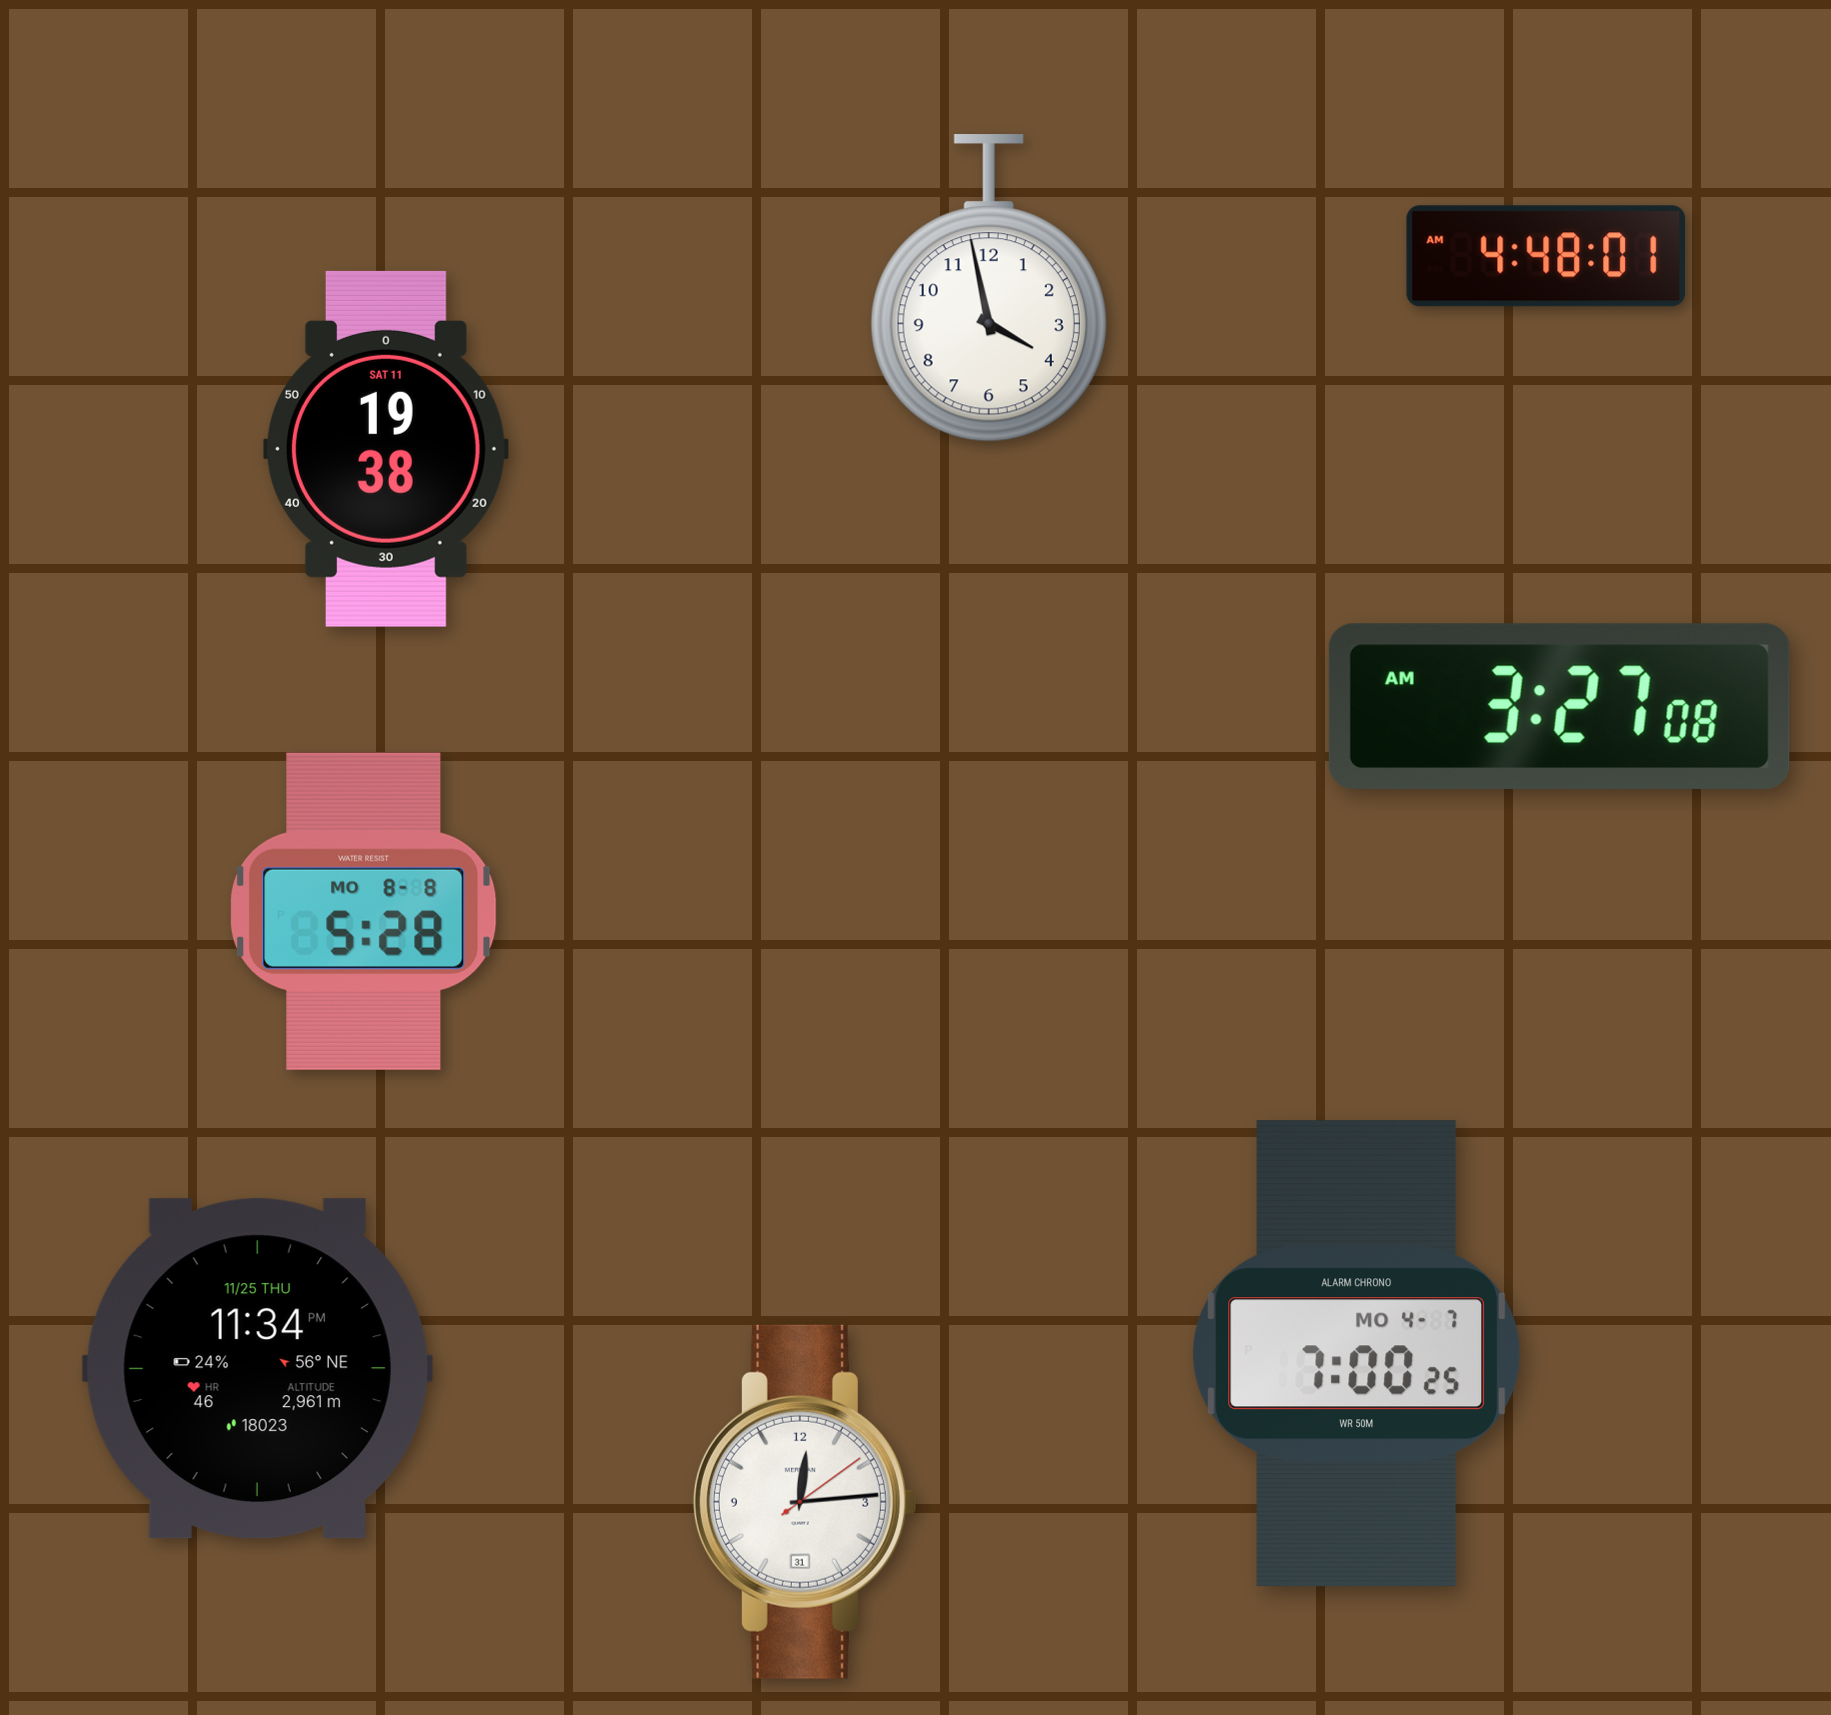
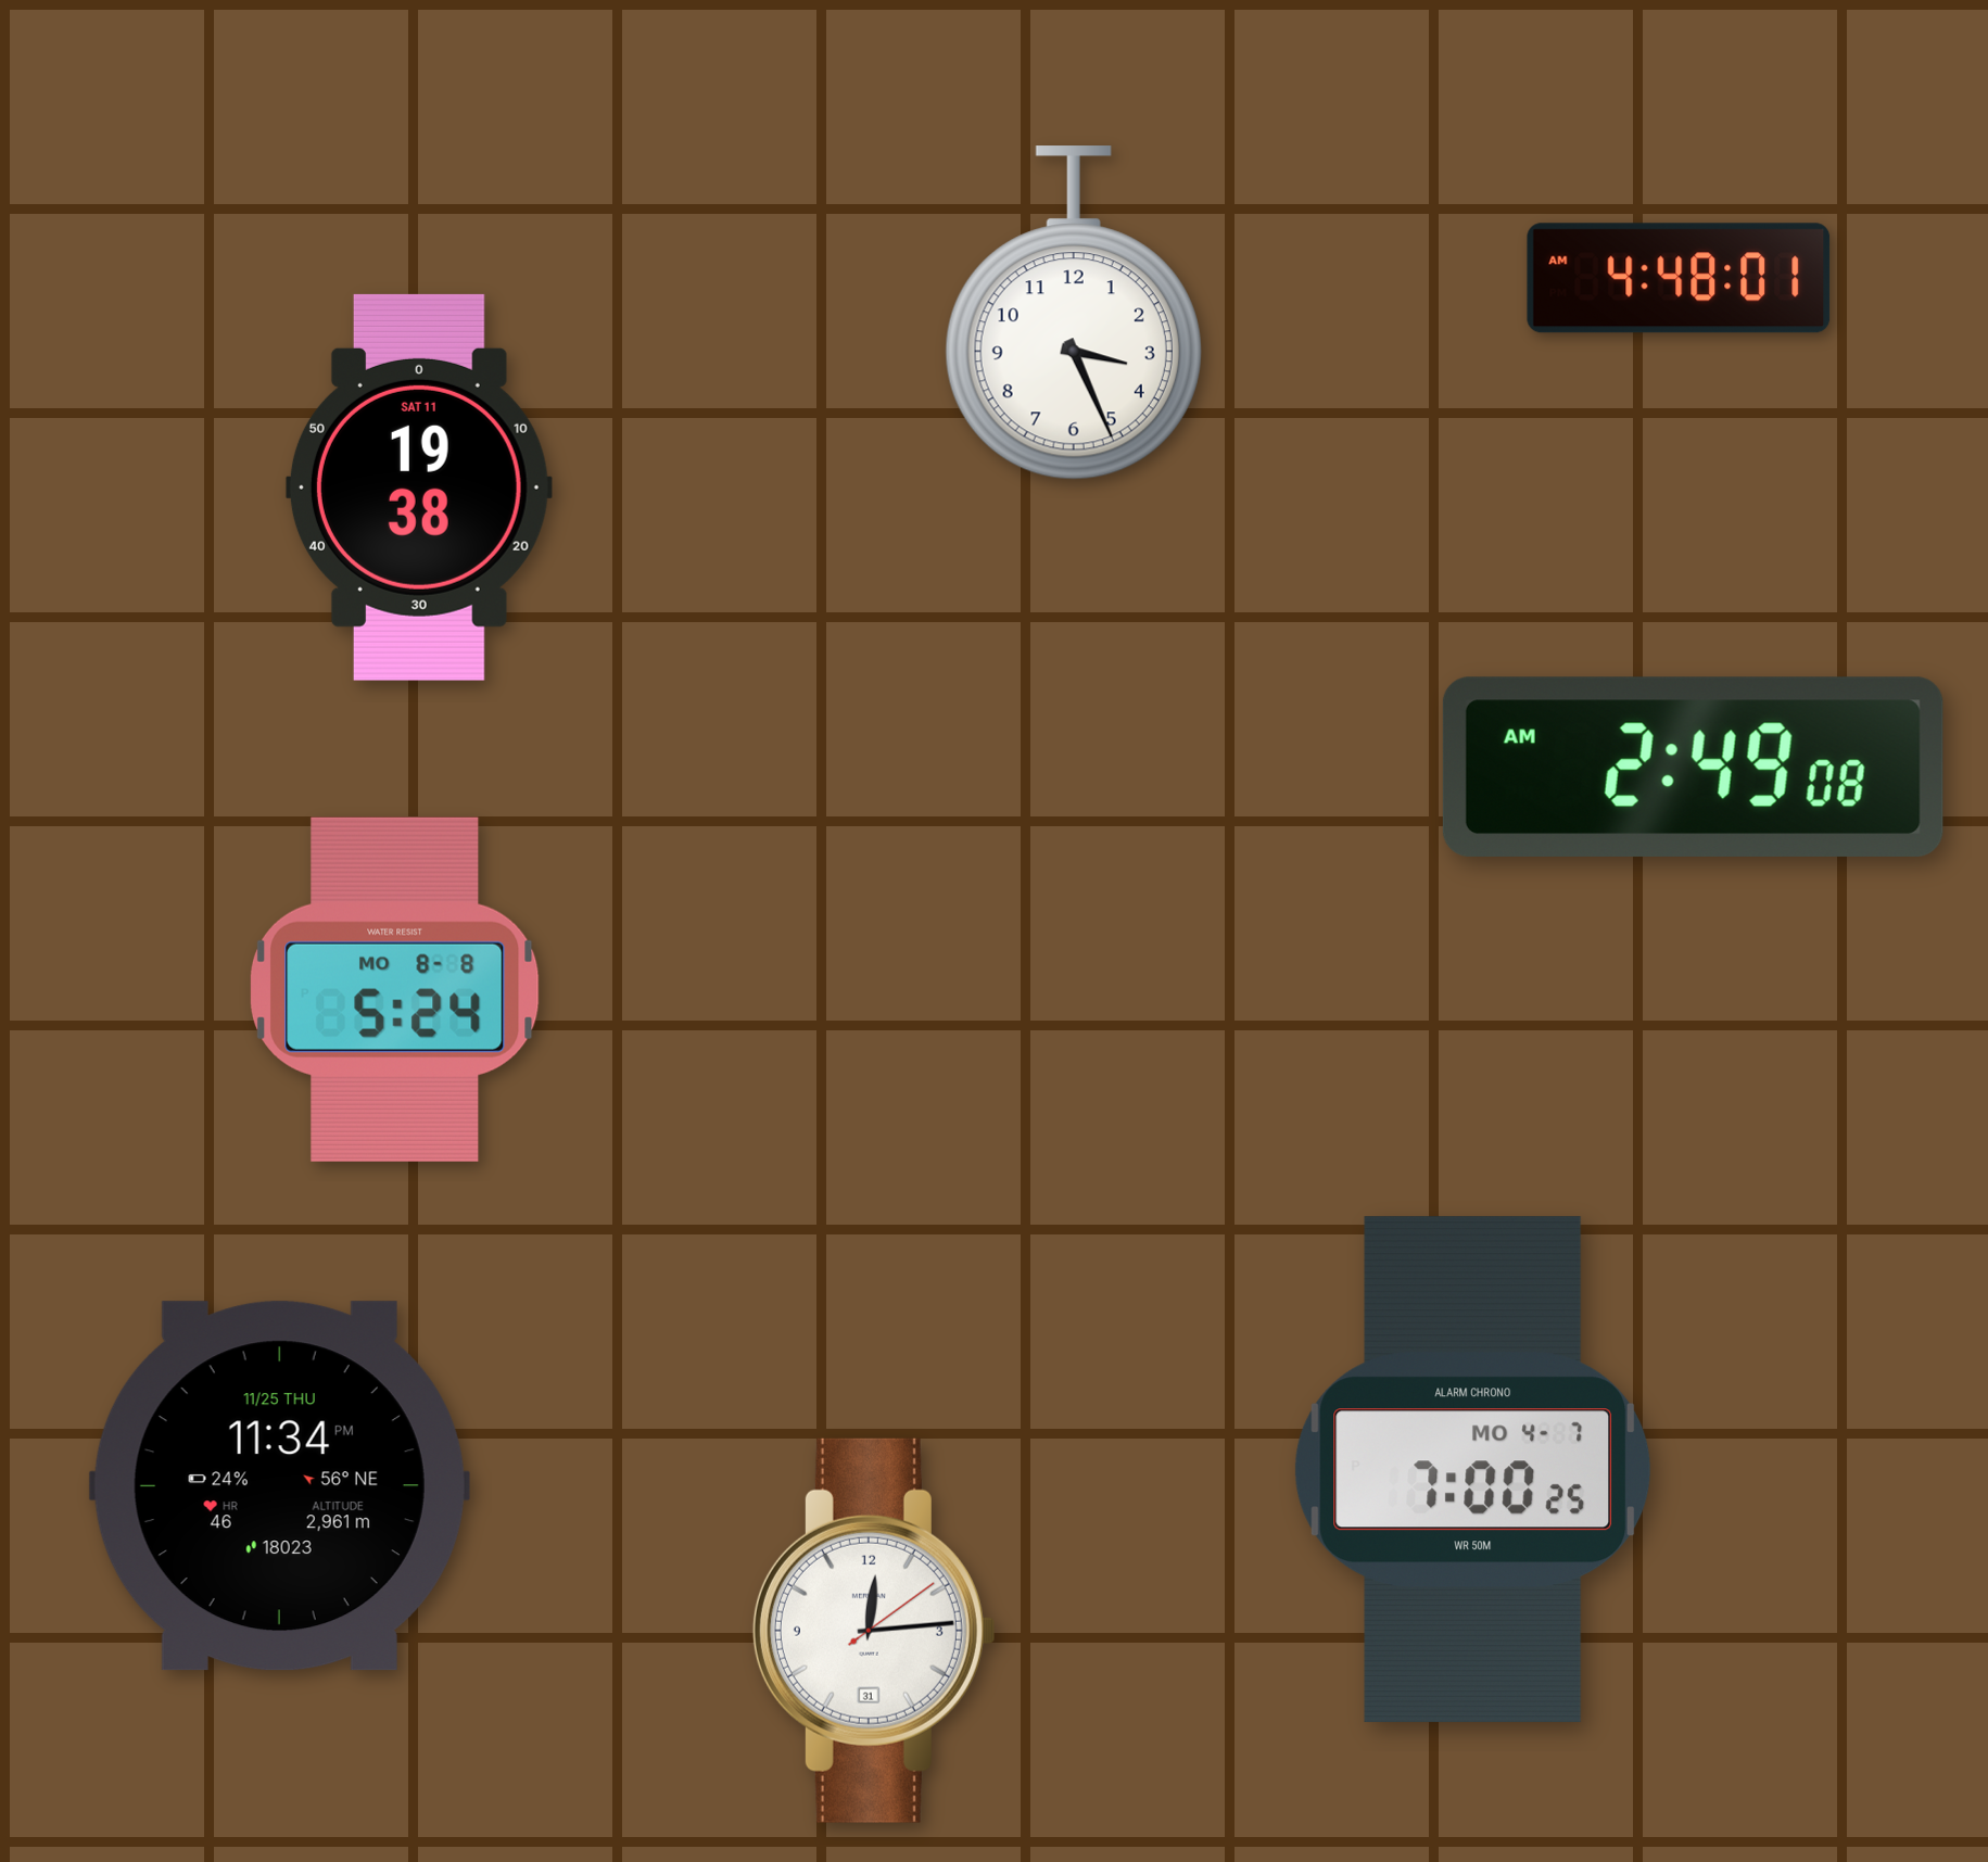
clock at (989, 288): 3:58 -> 3:26
clock at (1559, 706): 3:27 -> 2:49
clock at (364, 911): 5:28 -> 5:24
